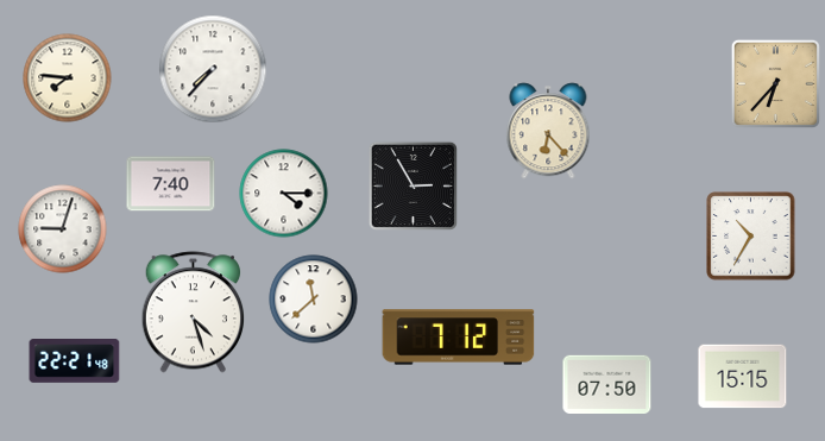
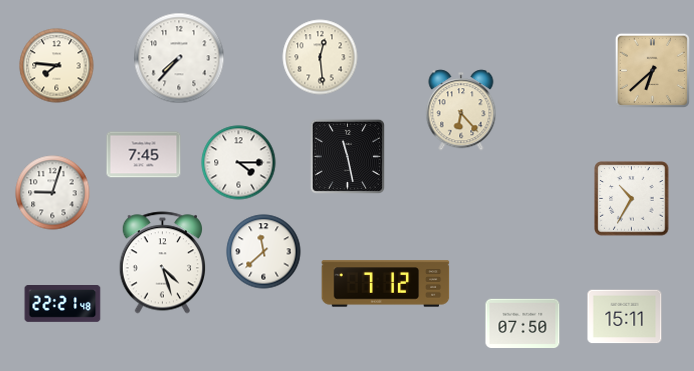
clock at (320, 57): none -> 12:29
clock at (775, 83): 6:37 -> 6:38
clock at (171, 184): 7:40 -> 7:45
clock at (413, 185): 2:55 -> 11:28
clock at (743, 377): 15:15 -> 15:11
clock at (607, 385) position: (607, 385) -> (523, 324)
